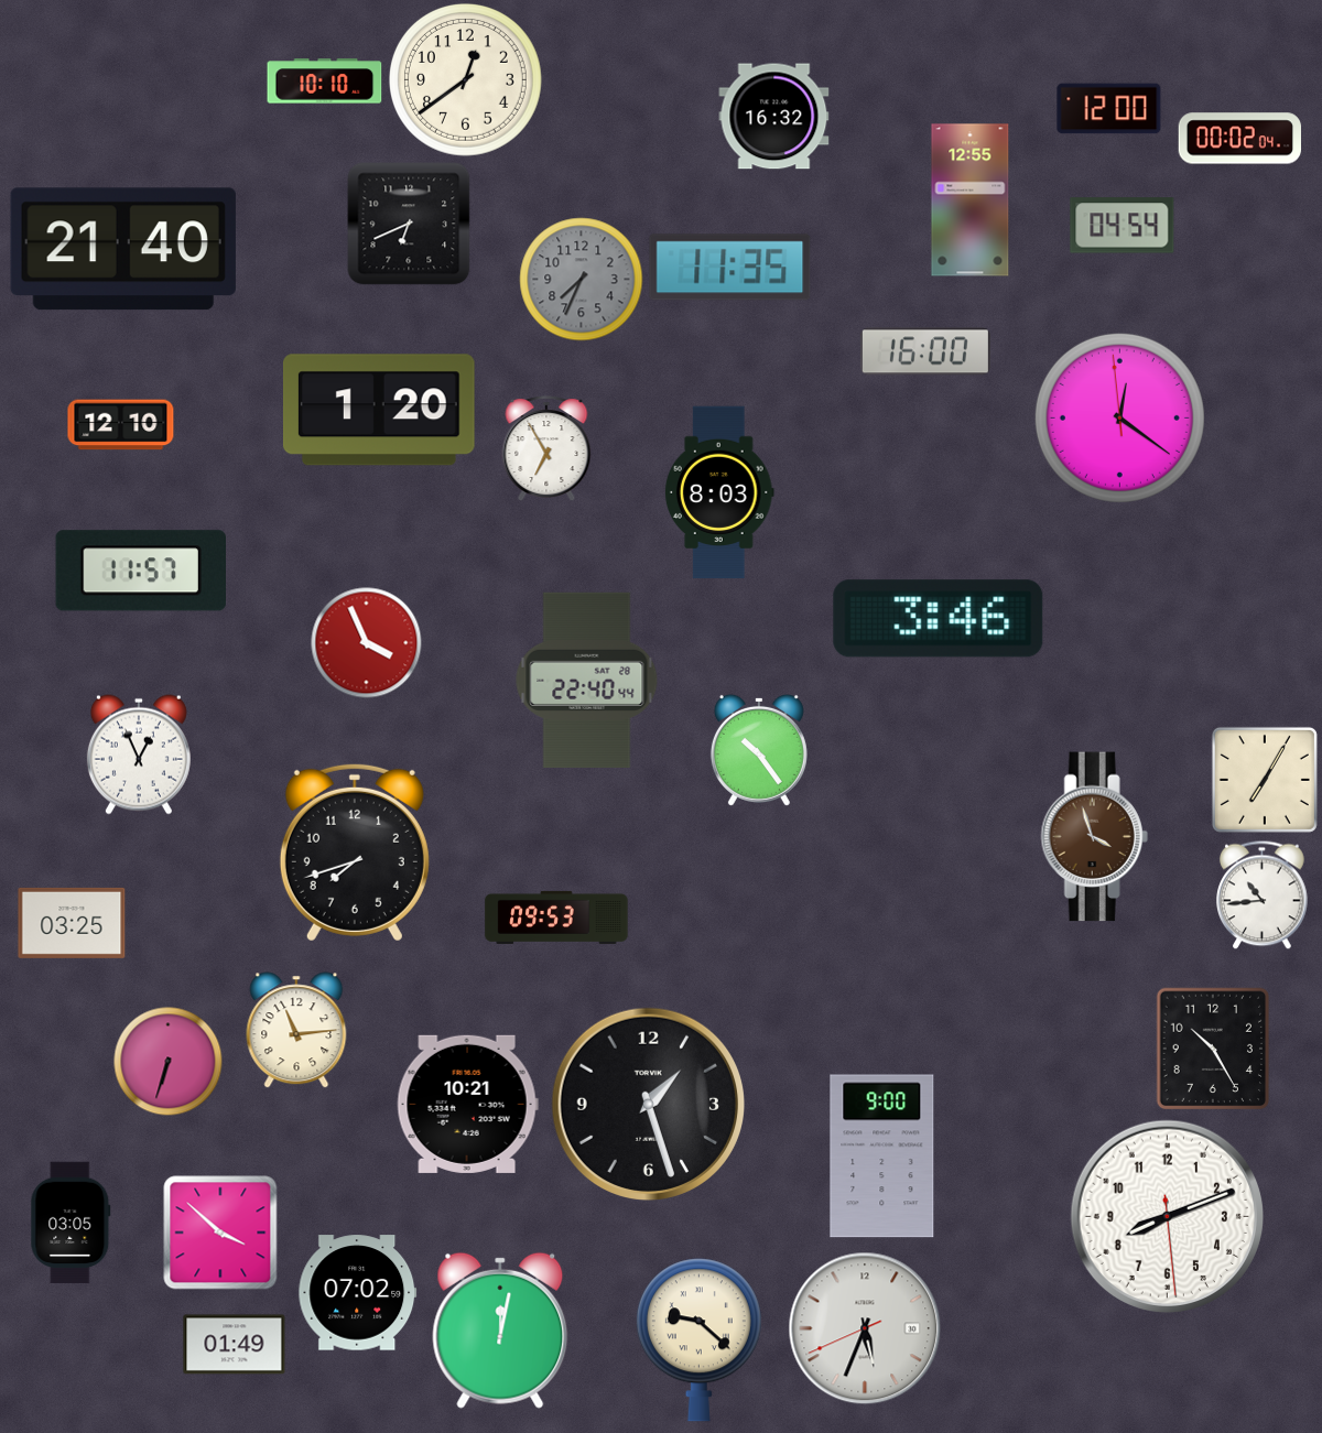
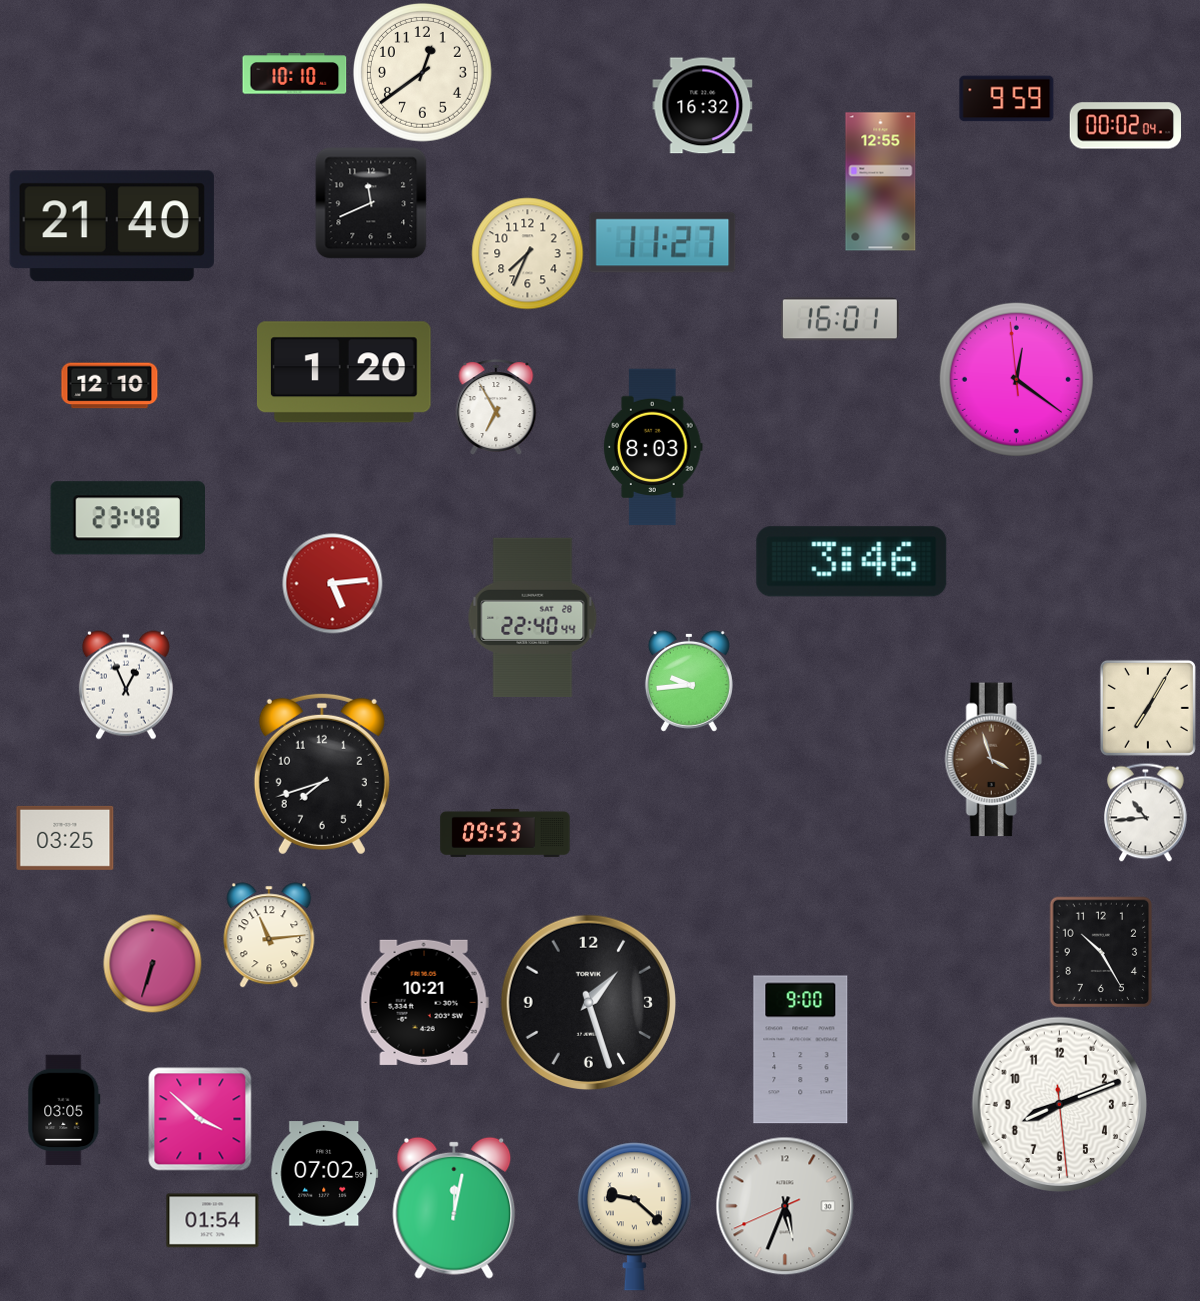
clock at (1109, 109): 12:00 -> 9:59
clock at (409, 224): 6:41 -> 11:41
clock at (1123, 226): 04:54 -> none
clock at (730, 268): 11:35 -> 11:27
clock at (582, 280) dial: grey -> cream
clock at (925, 351): 16:00 -> 16:01
clock at (140, 571): 11:57 -> 23:48
clock at (367, 643): 3:56 -> 5:14
clock at (759, 750): 10:24 -> 9:44
clock at (235, 1345): 01:49 -> 01:54
